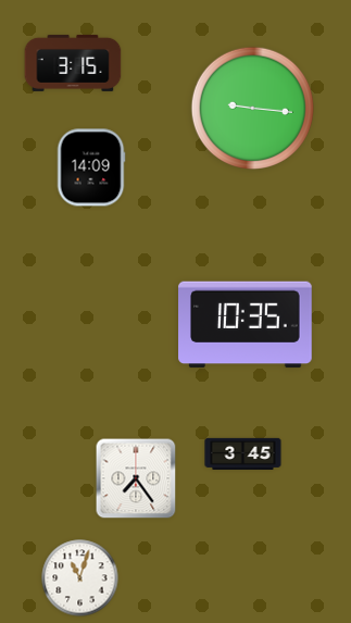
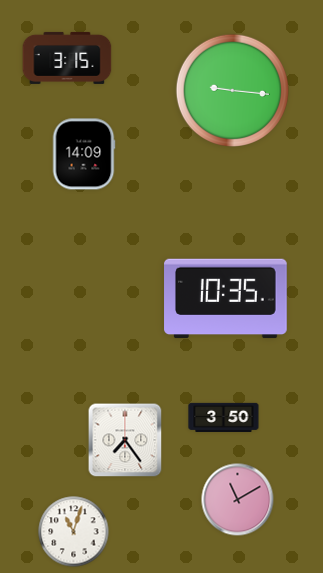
clock at (252, 108) position: (252, 108) -> (232, 90)
clock at (243, 453): 3:45 -> 3:50
clock at (238, 500): none -> 11:10
